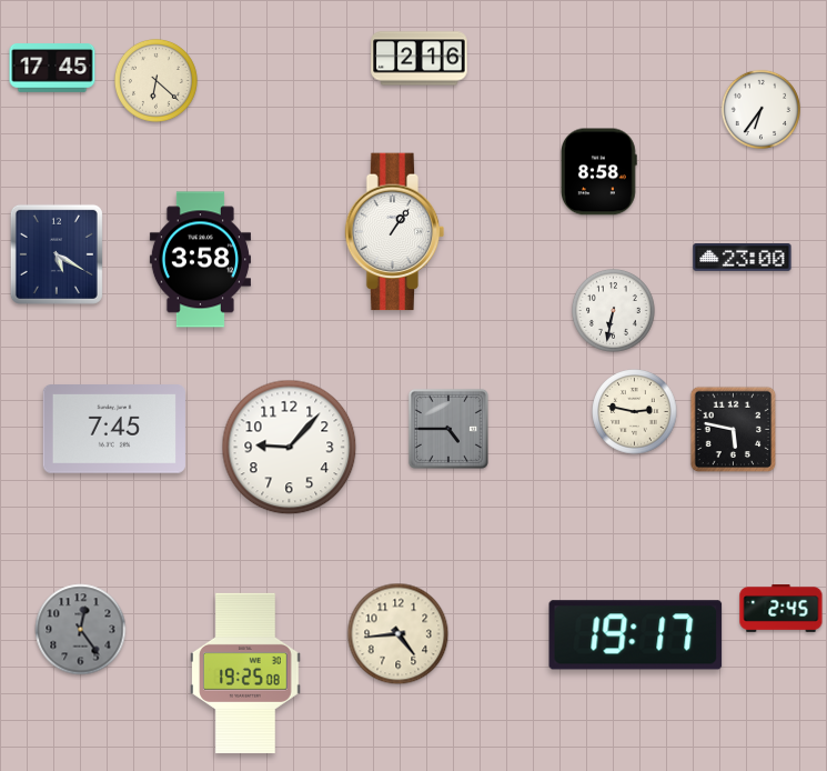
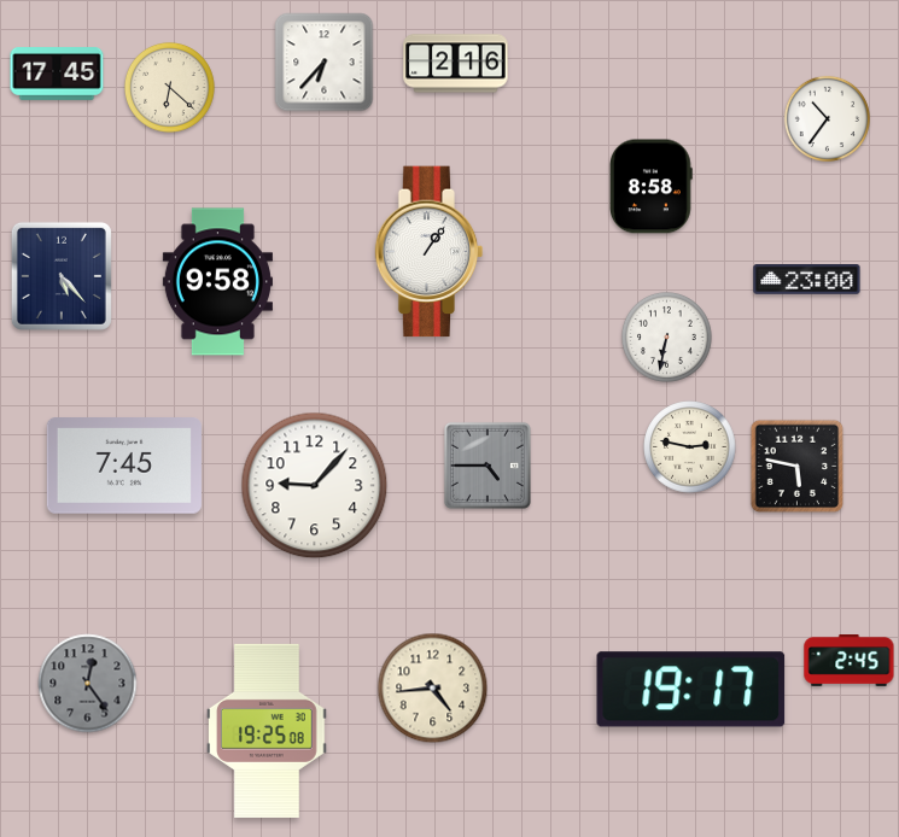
clock at (325, 63): none -> 6:37
clock at (760, 109): 6:36 -> 10:36
clock at (57, 254): 5:20 -> 5:23
clock at (200, 260): 3:58 -> 9:58
